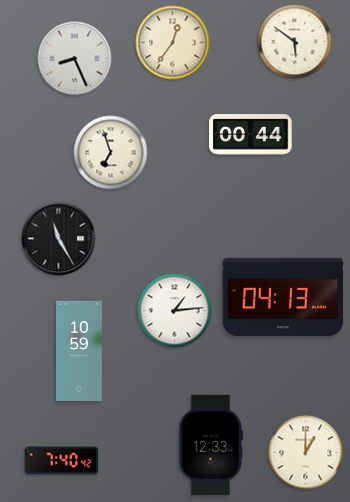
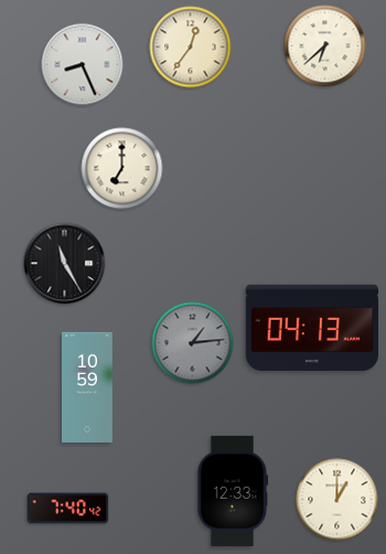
clock at (295, 42): 5:51 -> 6:38
clock at (251, 135): 00:44 -> none
clock at (111, 153): 6:57 -> 7:00
clock at (175, 311) dial: white -> grey
